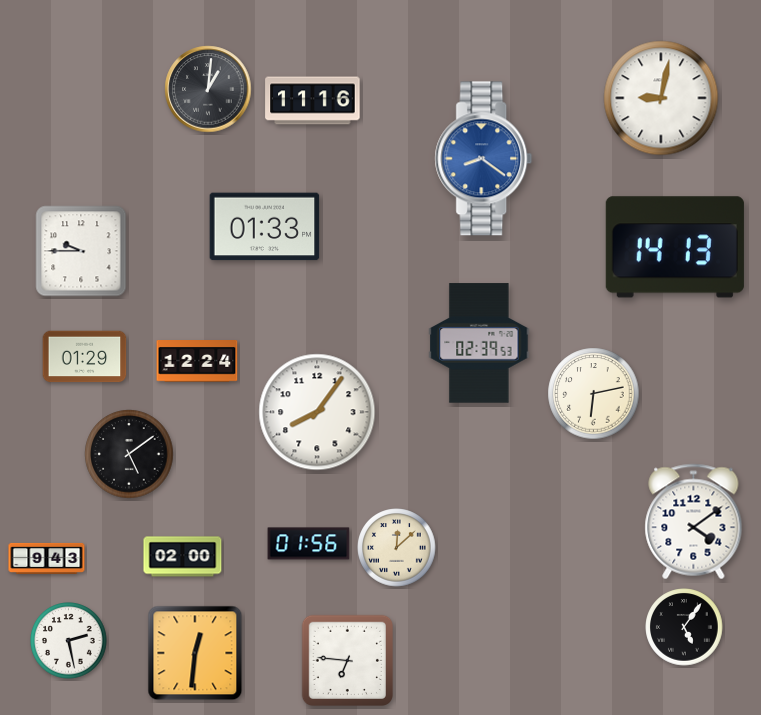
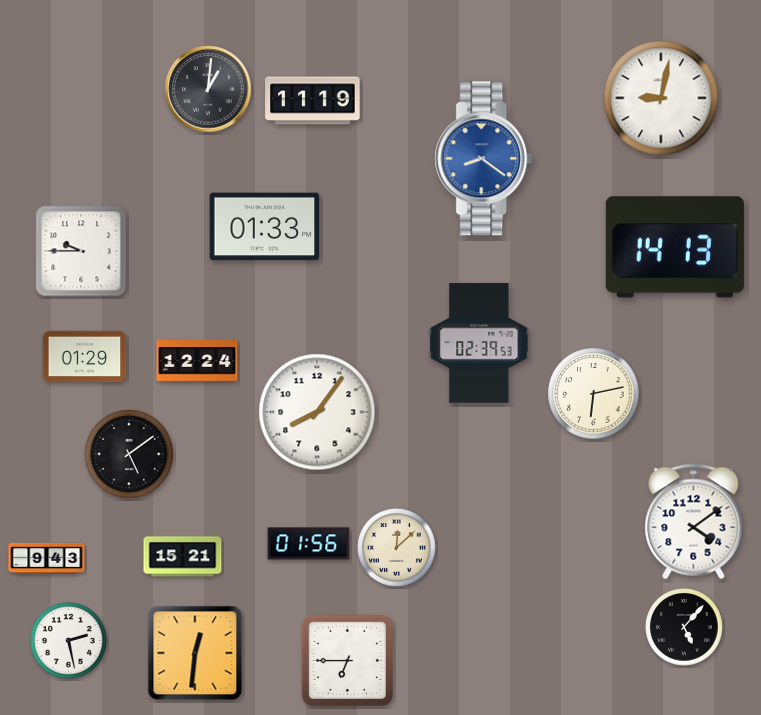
clock at (313, 101): 11:16 -> 11:19
clock at (183, 557): 02:00 -> 15:21
clock at (684, 627): 5:06 -> 5:07
clock at (347, 660): 6:46 -> 6:45
